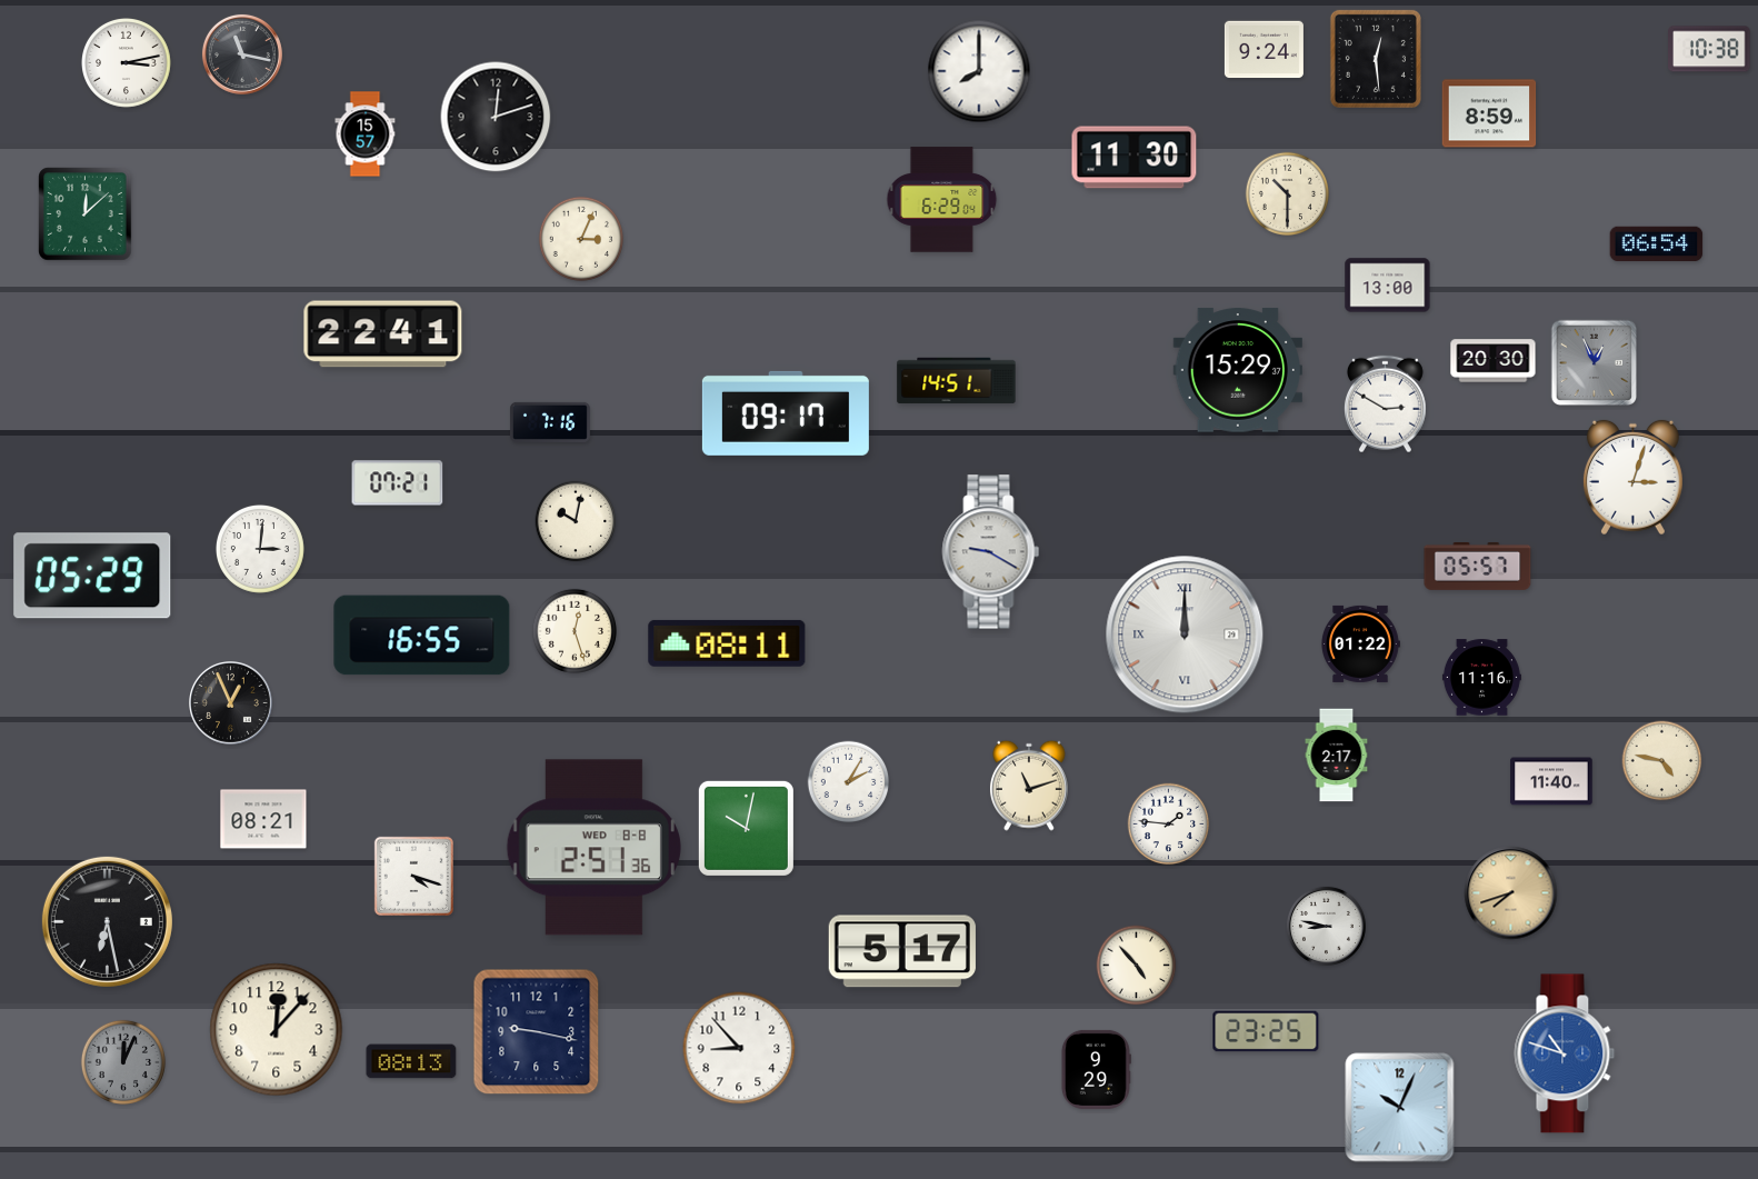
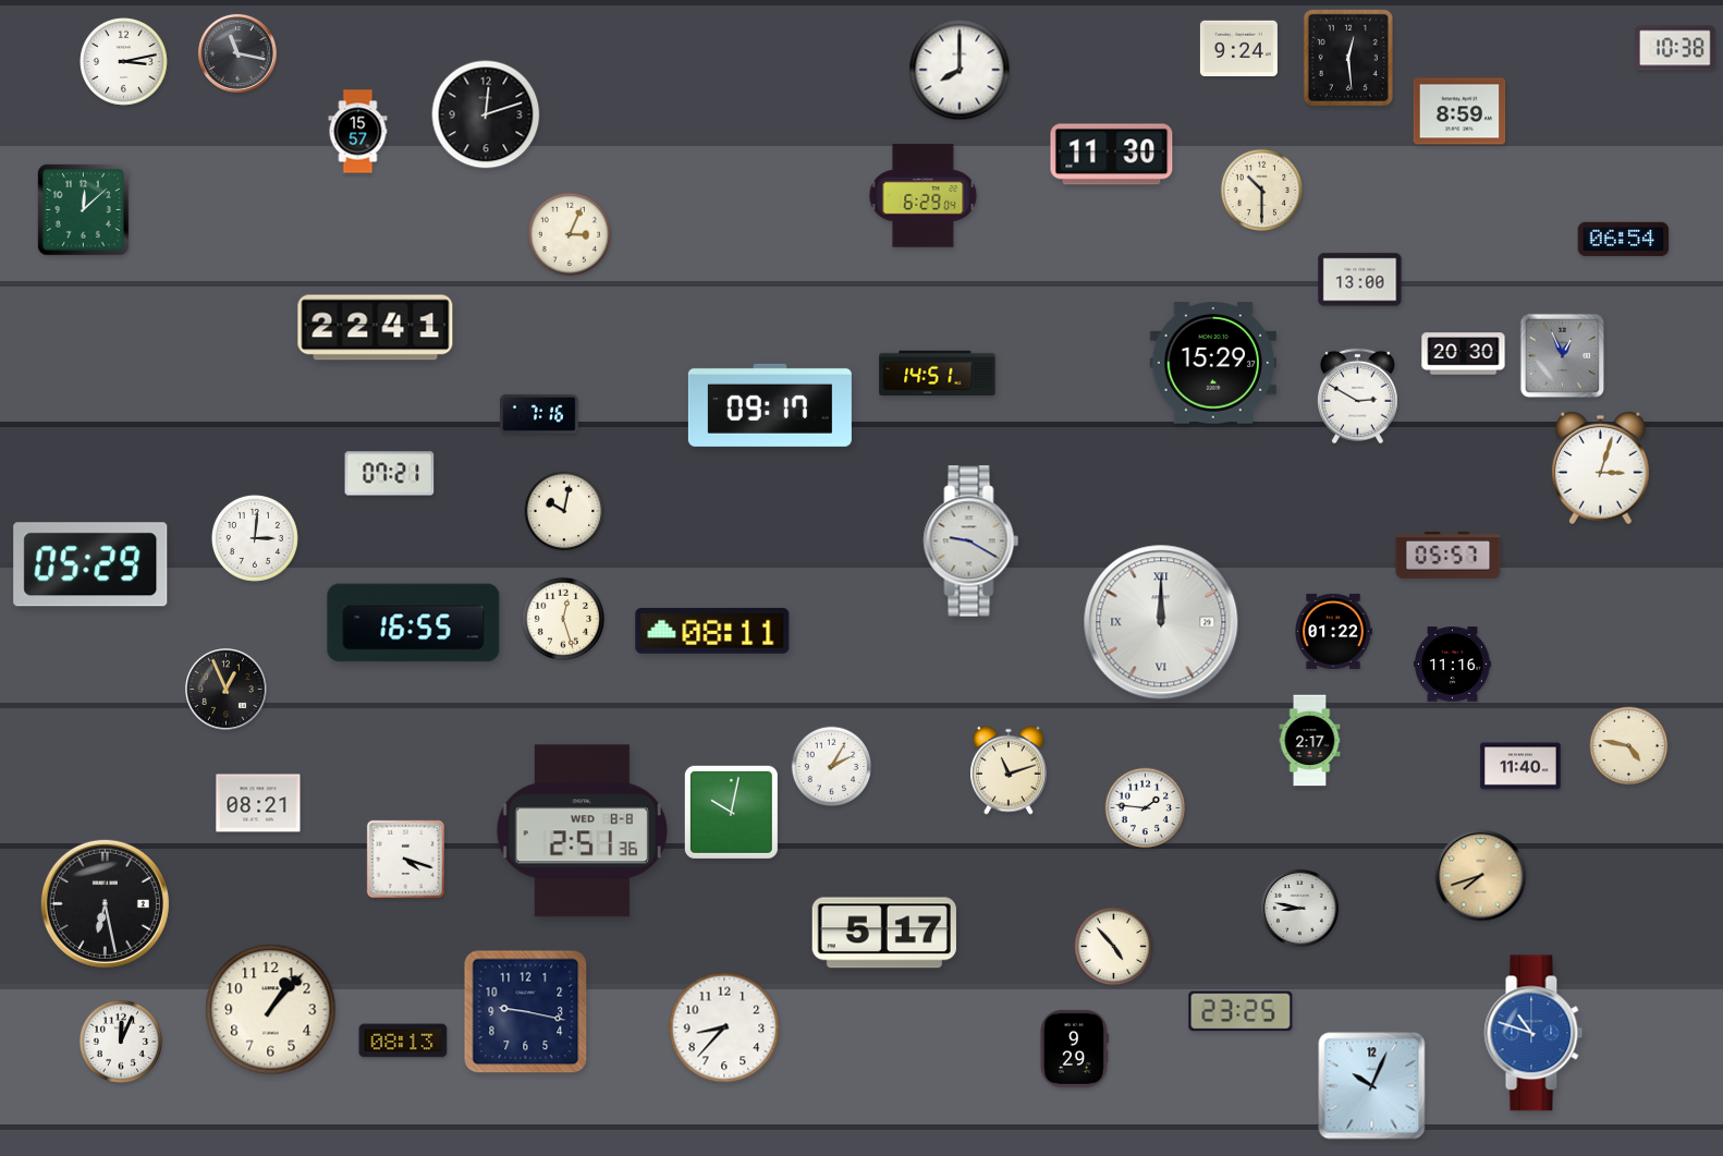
clock at (277, 1030): 12:07 -> 1:07
clock at (739, 1048): 8:53 -> 8:37
clock at (123, 1062) dial: grey -> white
